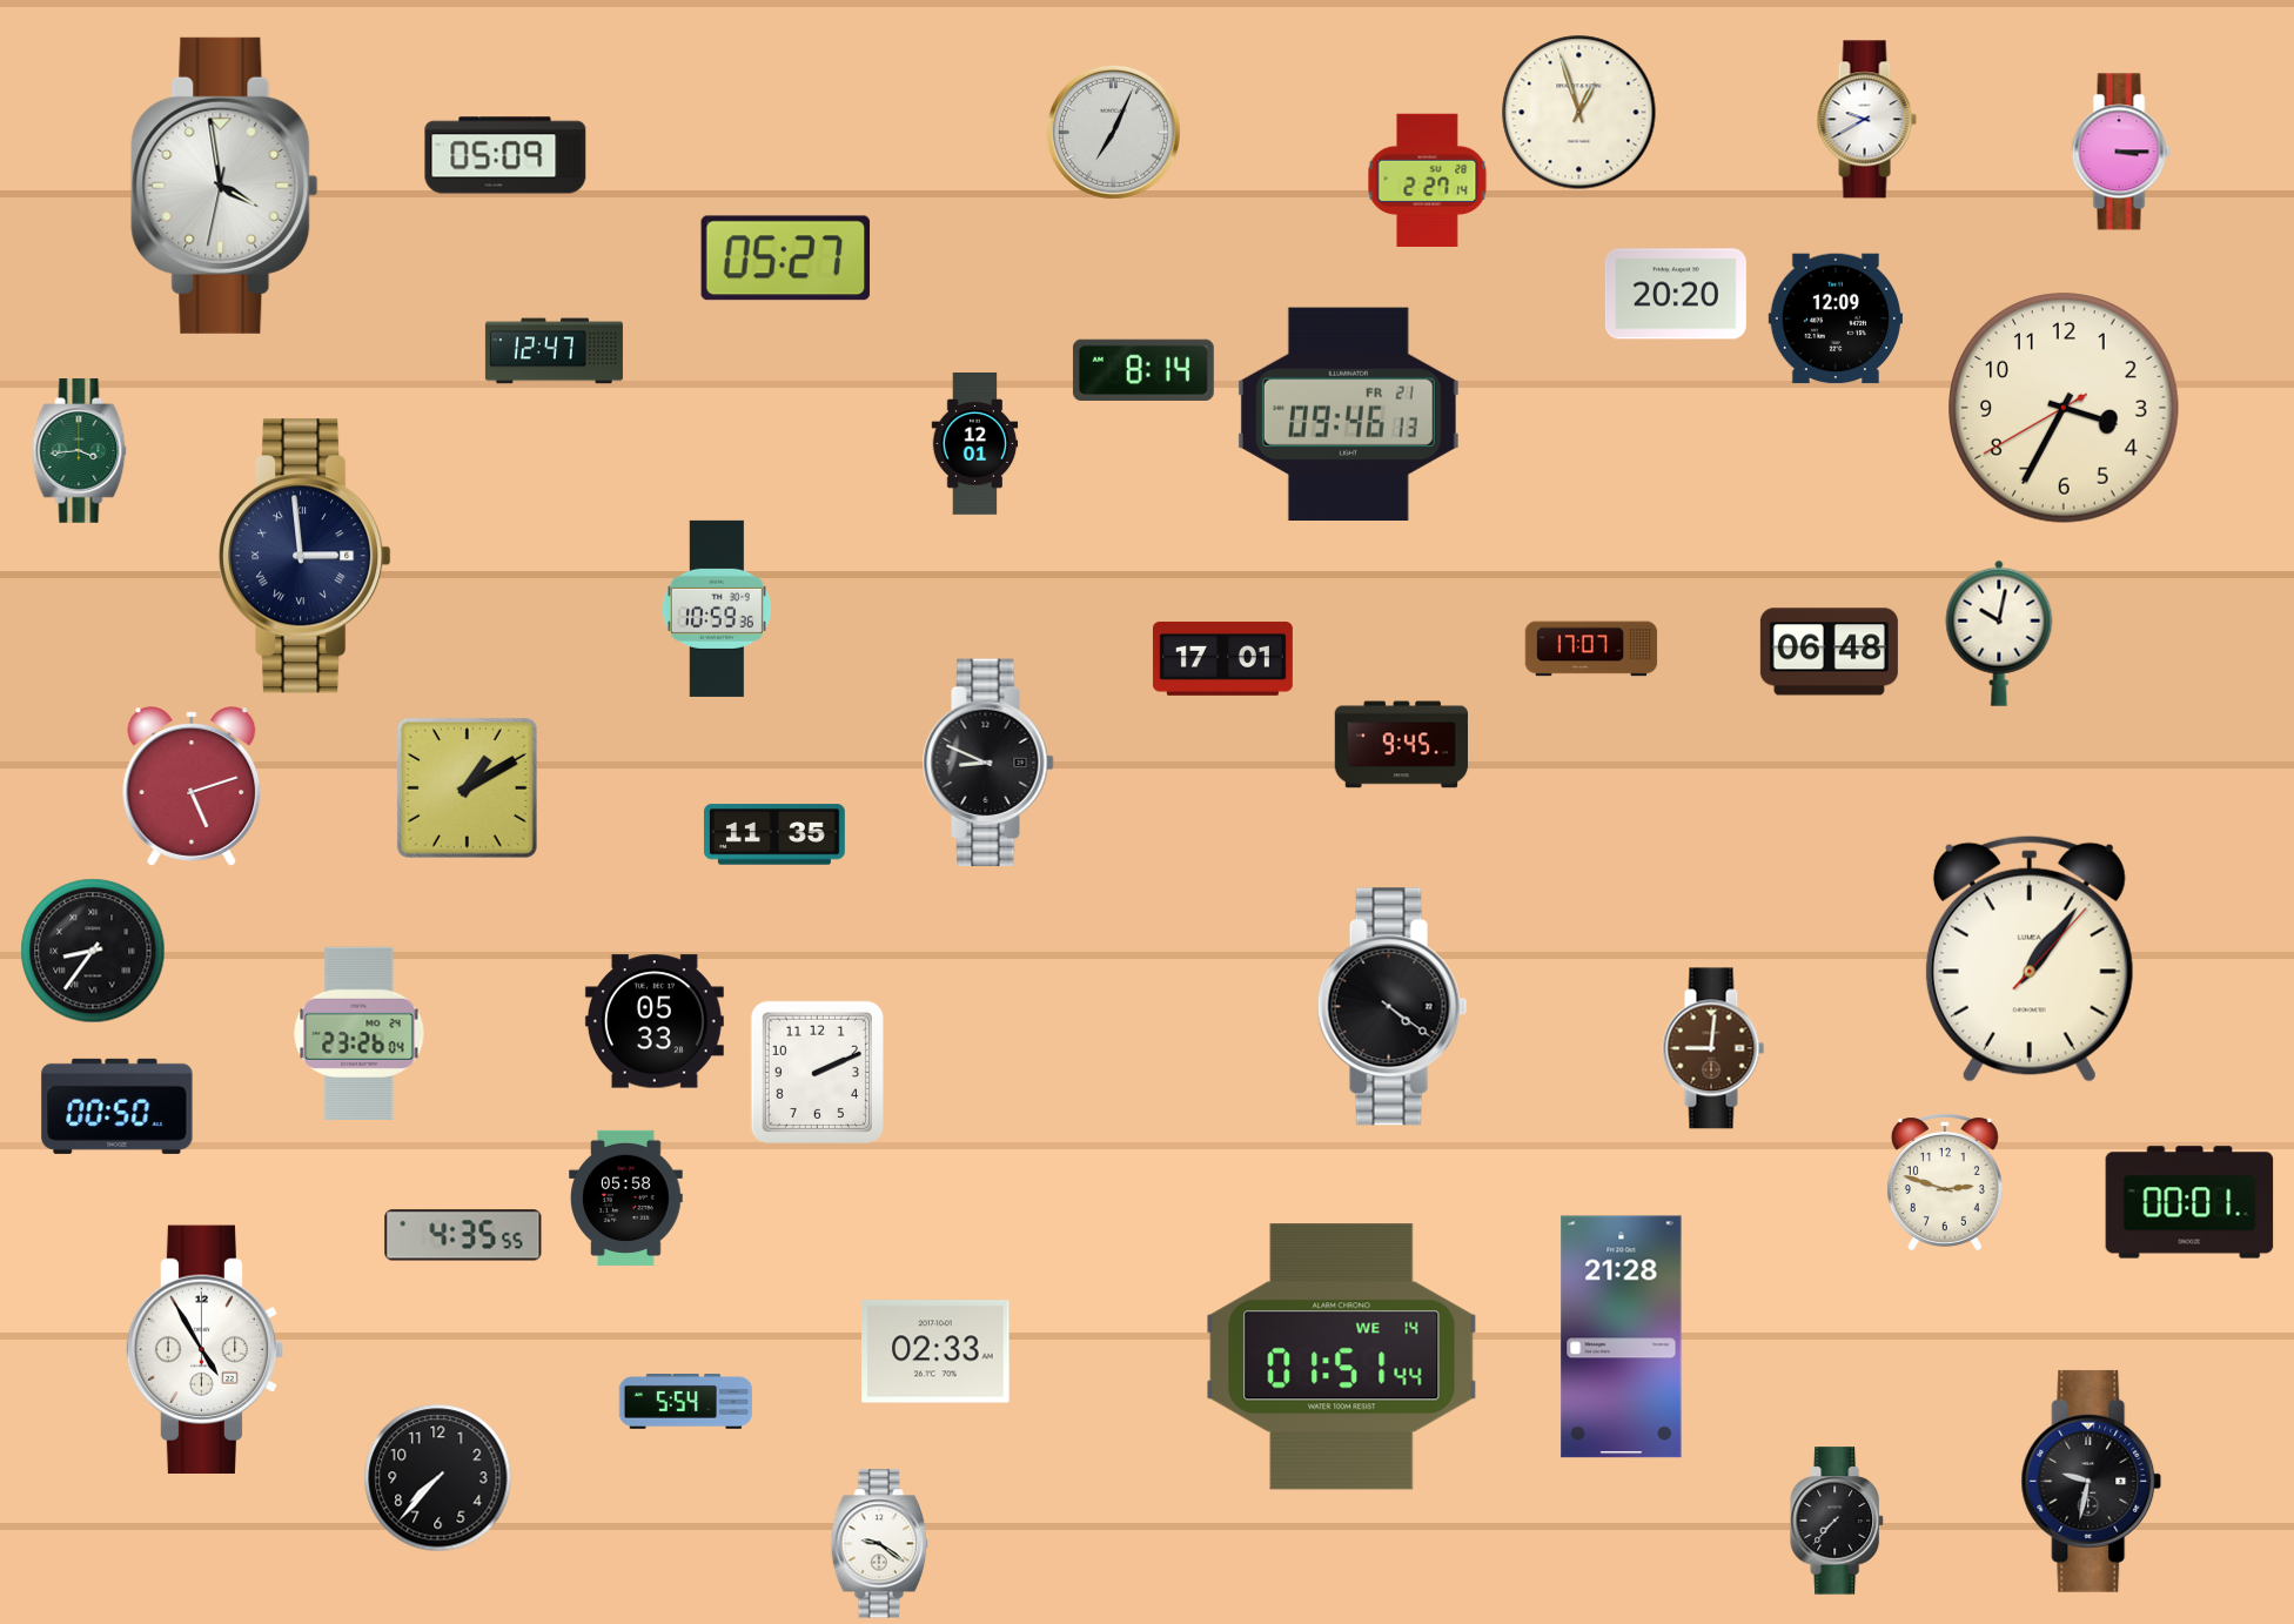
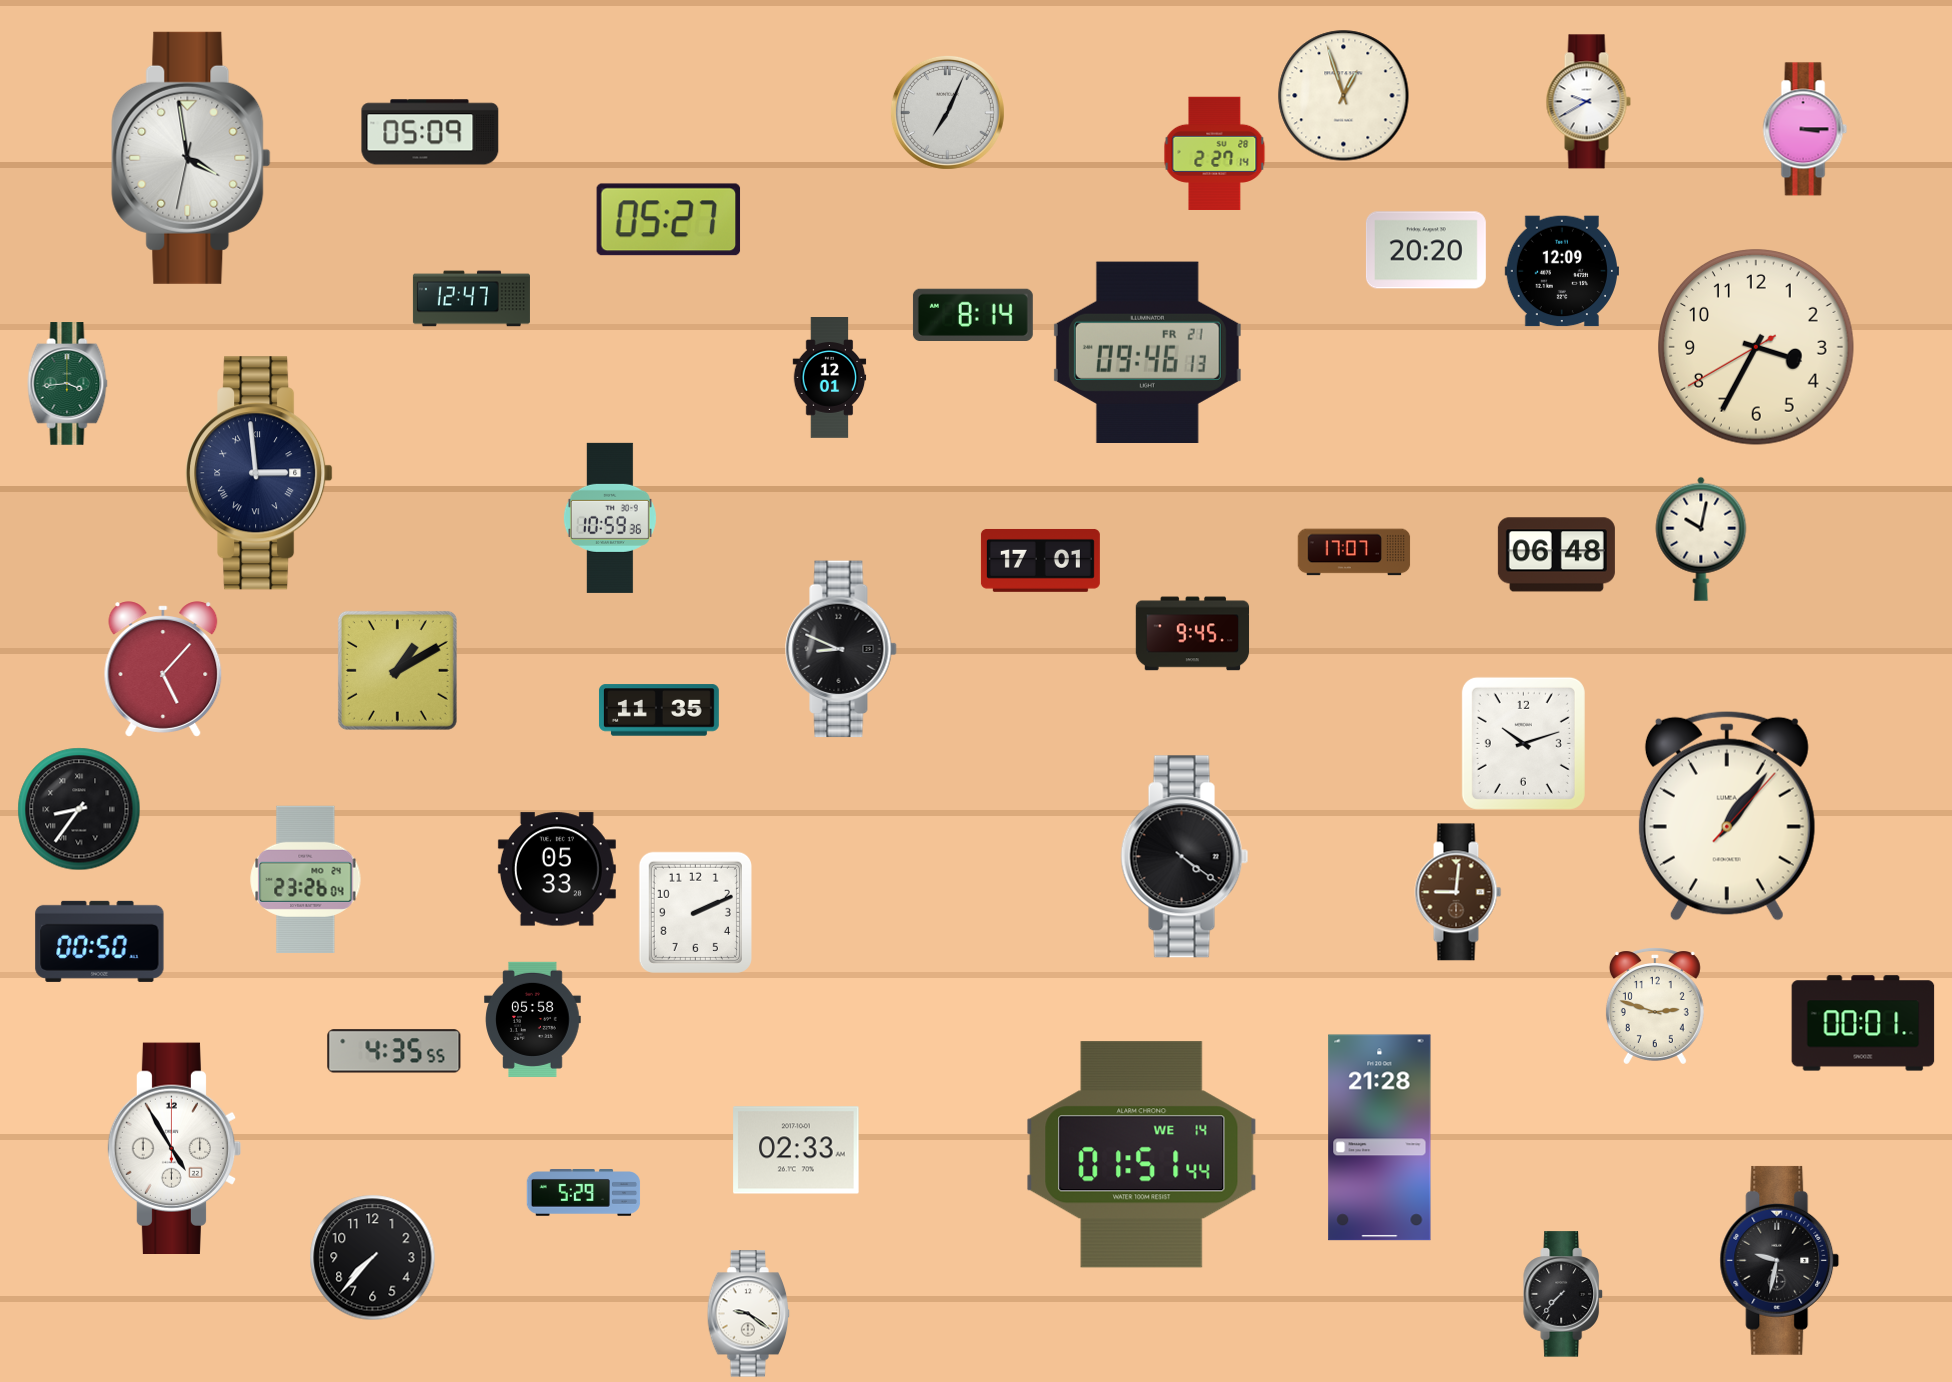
clock at (192, 786): 5:12 -> 5:07
clock at (1523, 743): none -> 10:12
clock at (686, 1402): 5:54 -> 5:29
